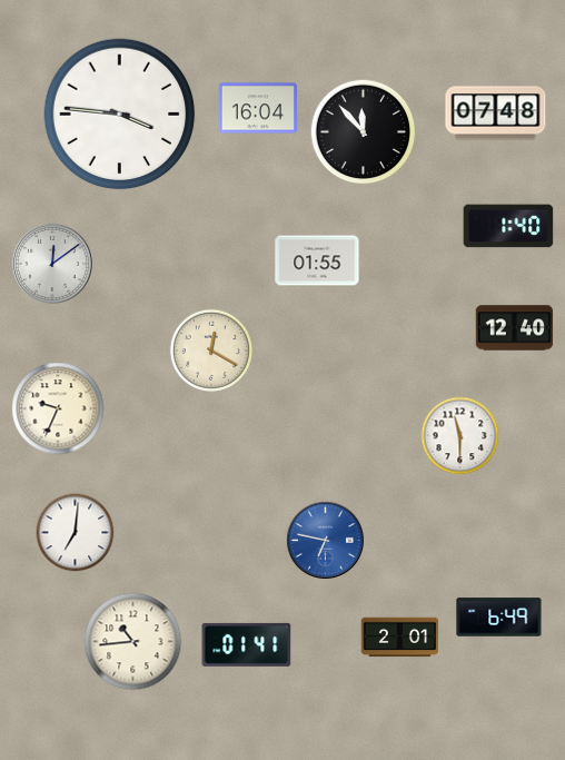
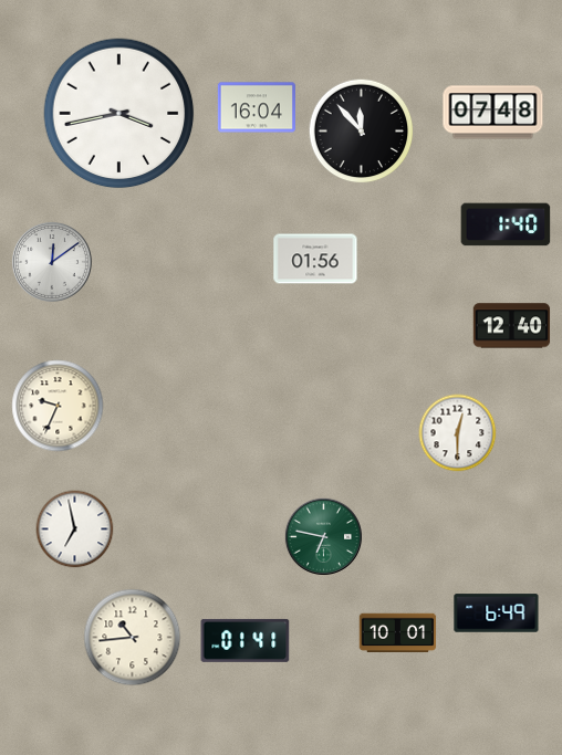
clock at (120, 115): 3:46 -> 3:43
clock at (317, 260): 01:55 -> 01:56
clock at (210, 349): 12:20 -> none
clock at (460, 436): 11:30 -> 12:30
clock at (76, 533): 7:01 -> 6:58
clock at (325, 540) dial: blue -> green
clock at (400, 638): 2:01 -> 10:01
